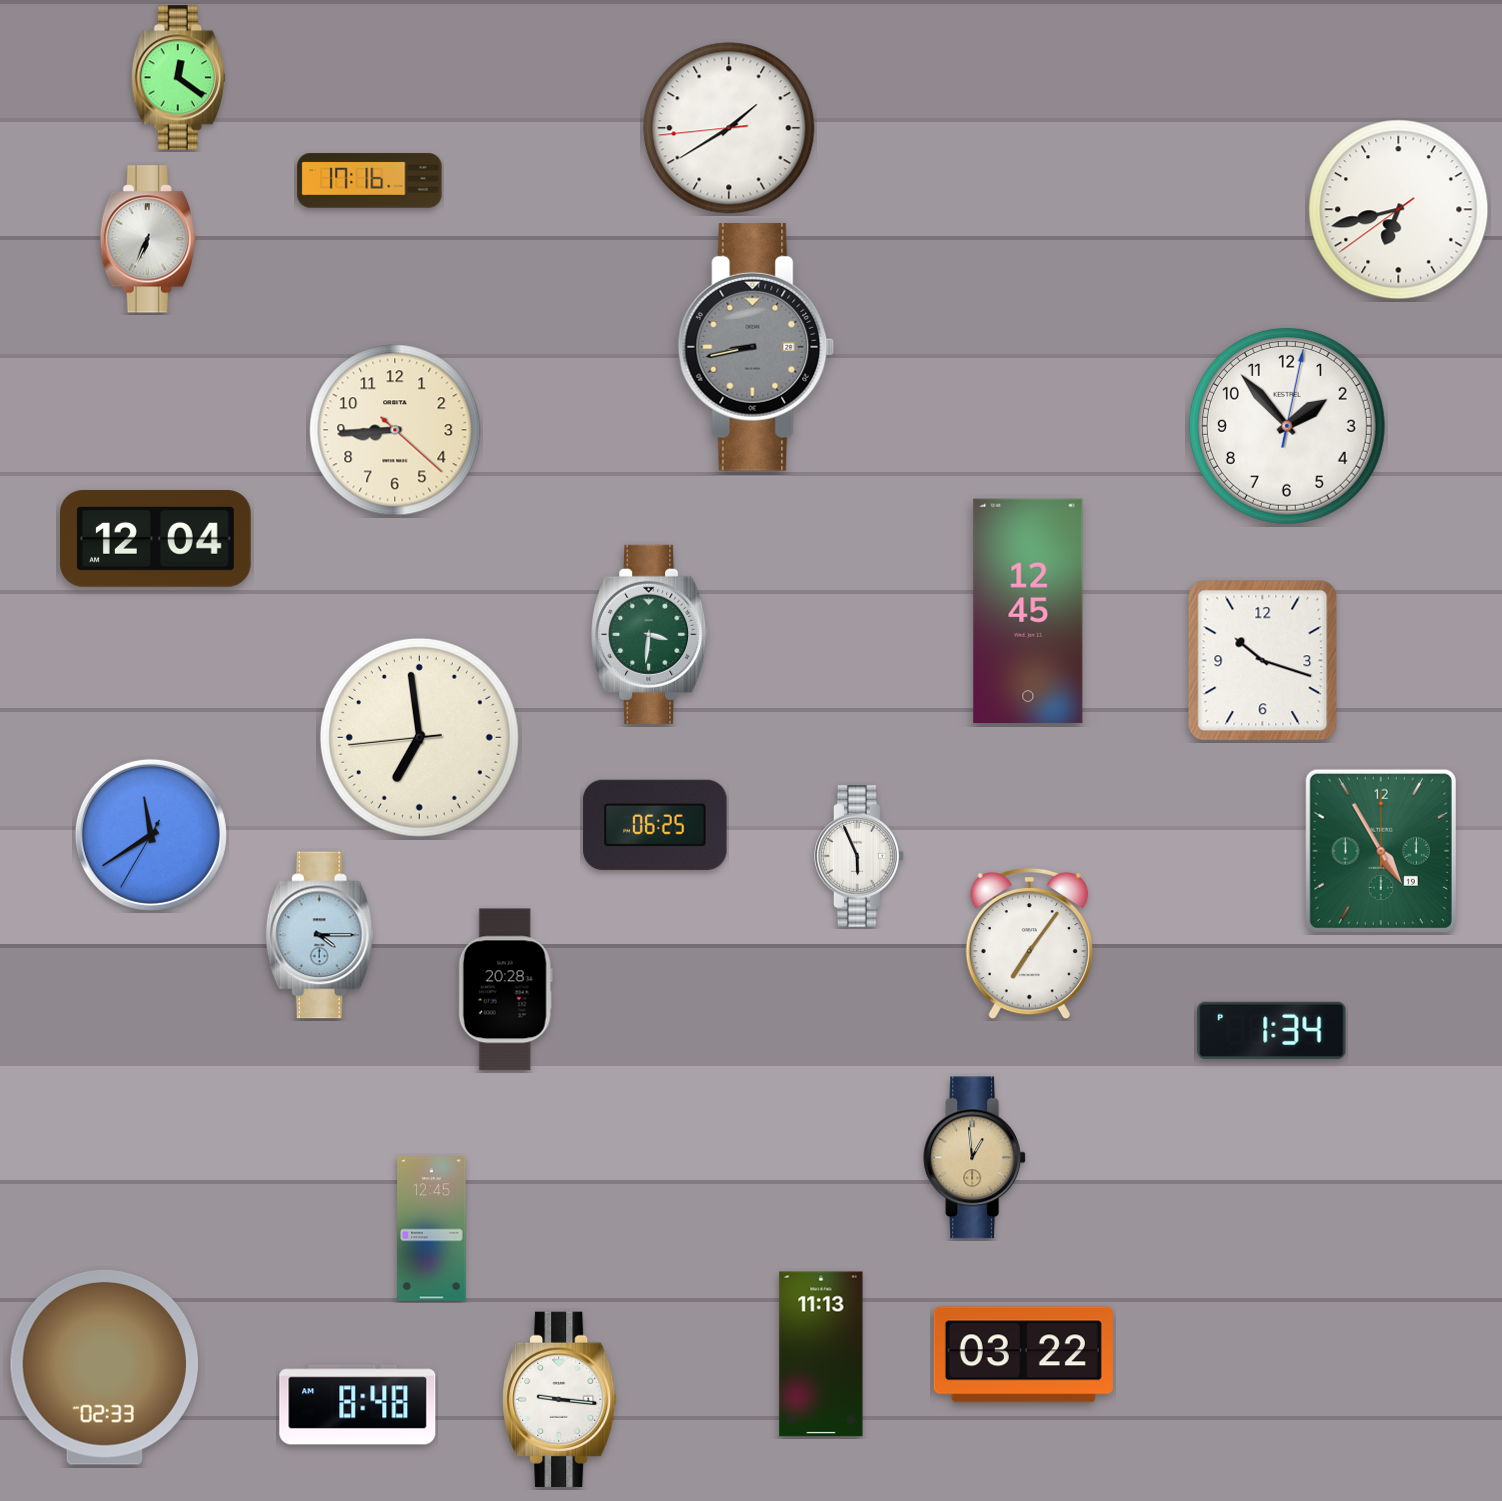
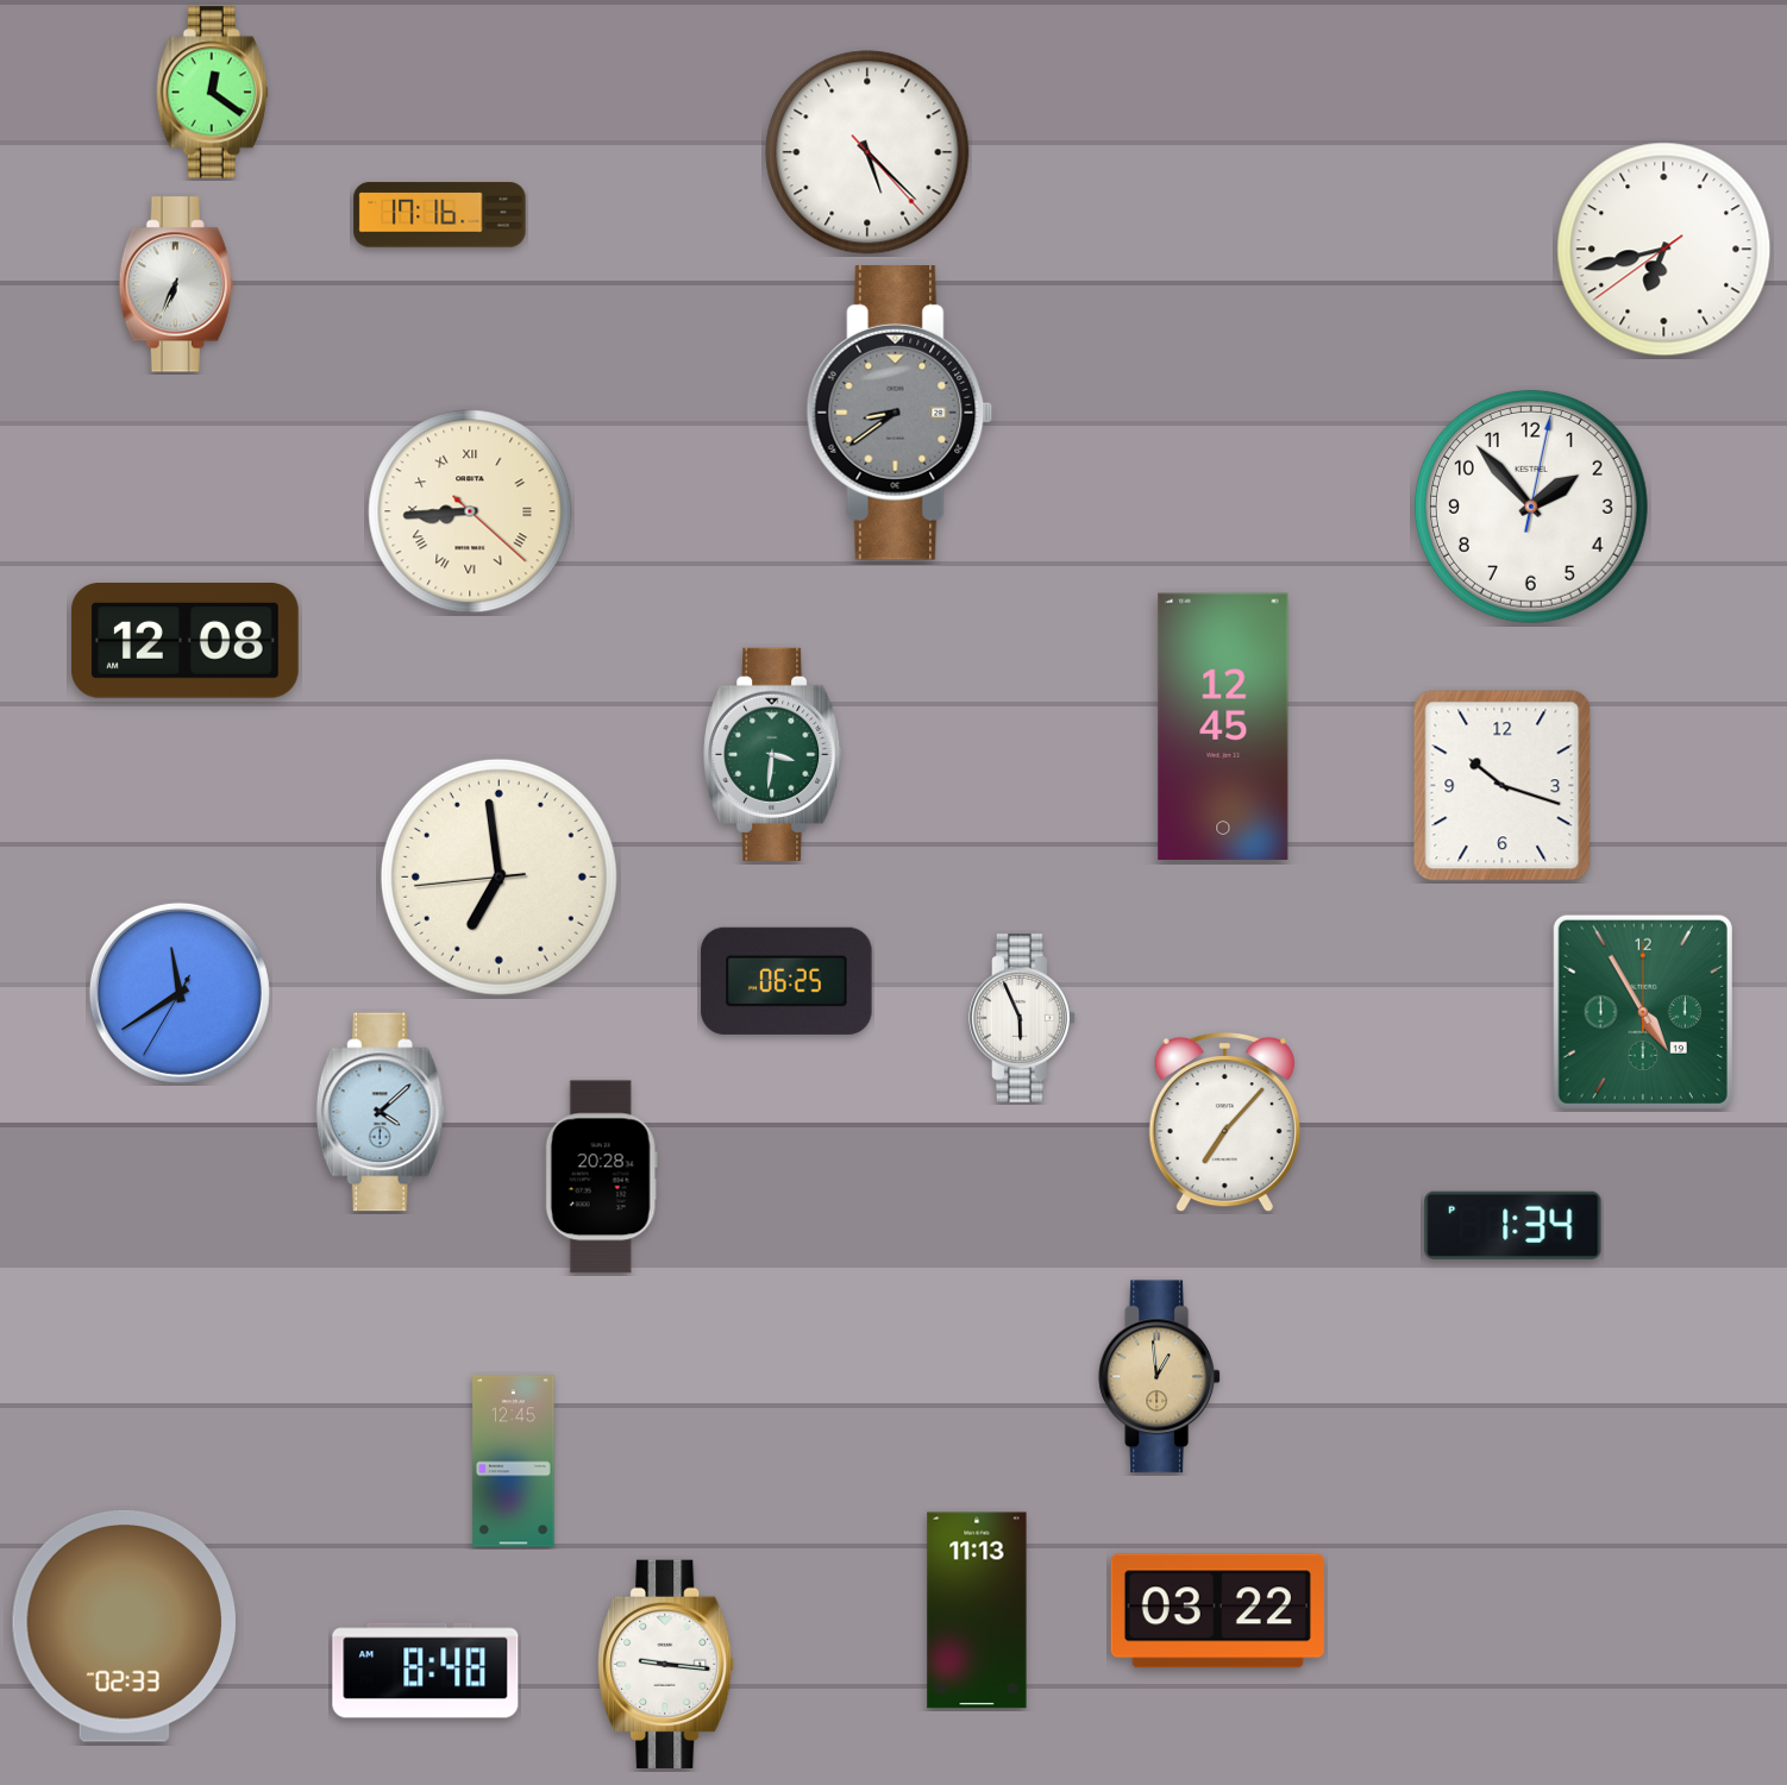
clock at (729, 128): 1:39 -> 5:22
clock at (756, 348): 8:43 -> 8:39
clock at (395, 430) numerals: Arabic -> Roman
clock at (156, 539): 12:04 -> 12:08
clock at (655, 825) position: (655, 825) -> (786, 981)
clock at (320, 935): 4:15 -> 4:08
clock at (1029, 944): 7:06 -> 7:07
